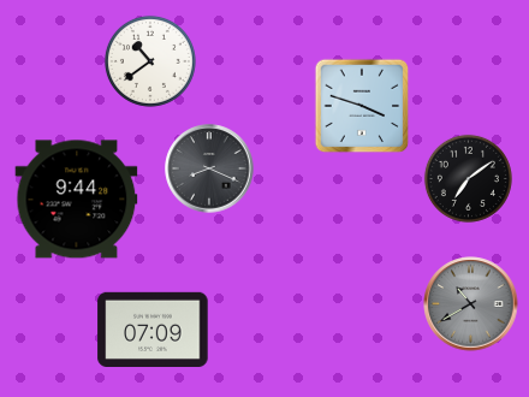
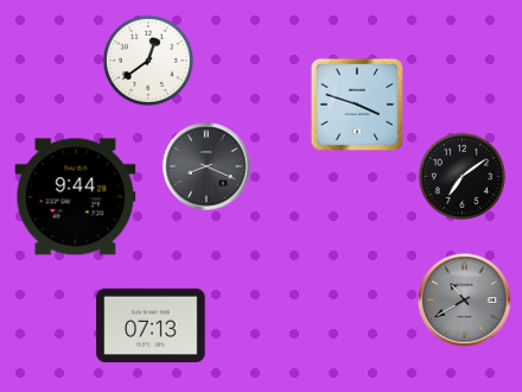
clock at (150, 61): 10:39 -> 12:39
clock at (153, 328): 07:09 -> 07:13
